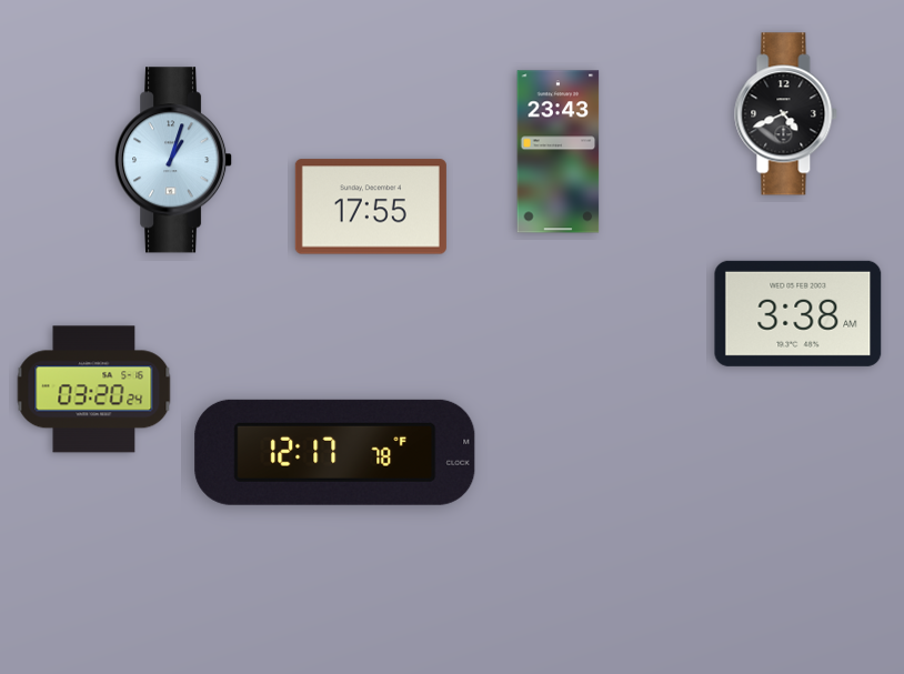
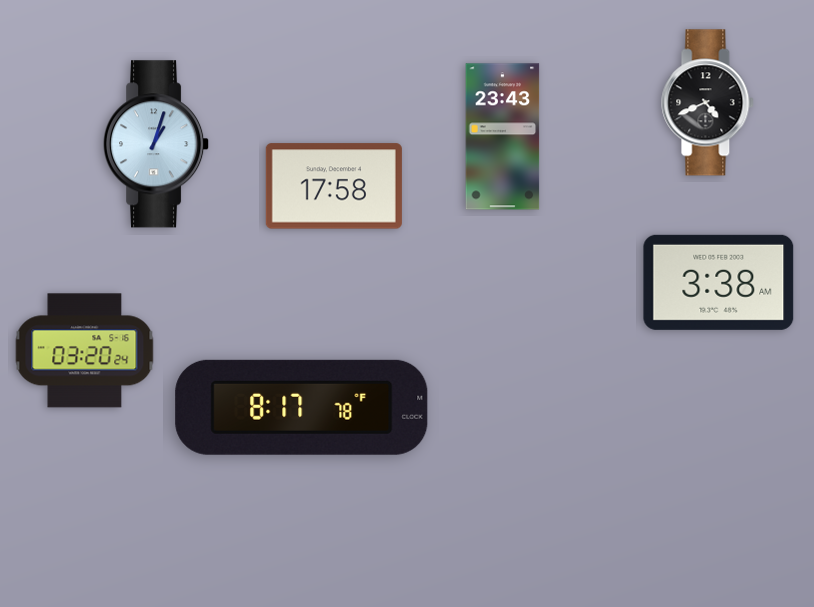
clock at (371, 207): 17:55 -> 17:58
clock at (335, 452): 12:17 -> 8:17
